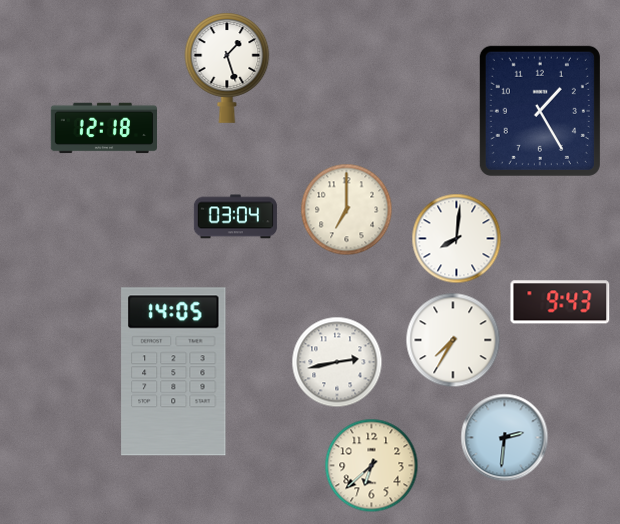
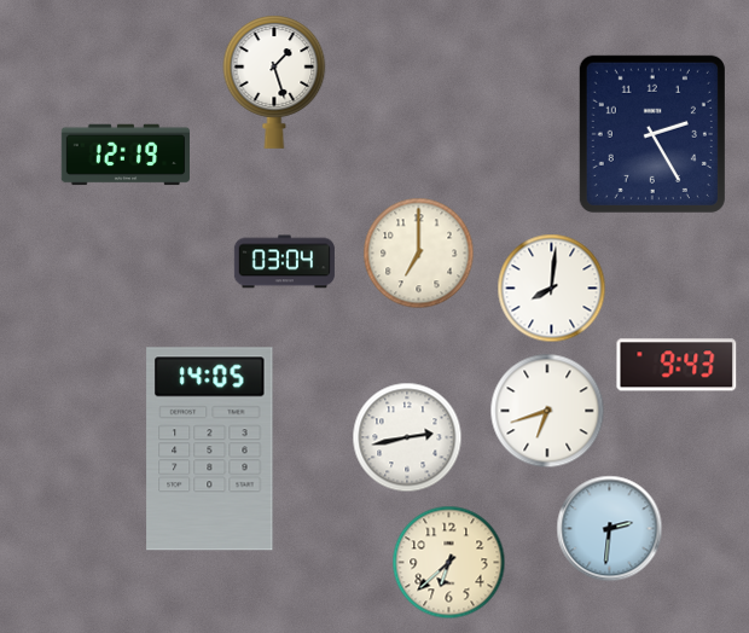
clock at (540, 111): 1:25 -> 2:25
clock at (103, 128): 12:18 -> 12:19
clock at (453, 340): 7:35 -> 6:42
